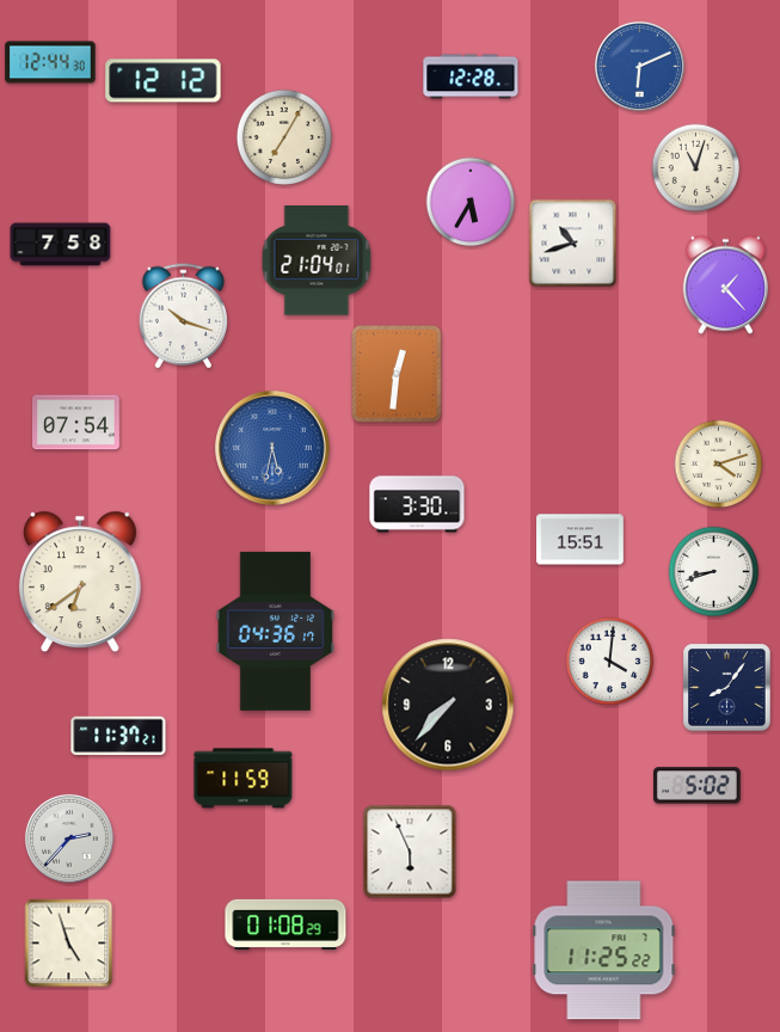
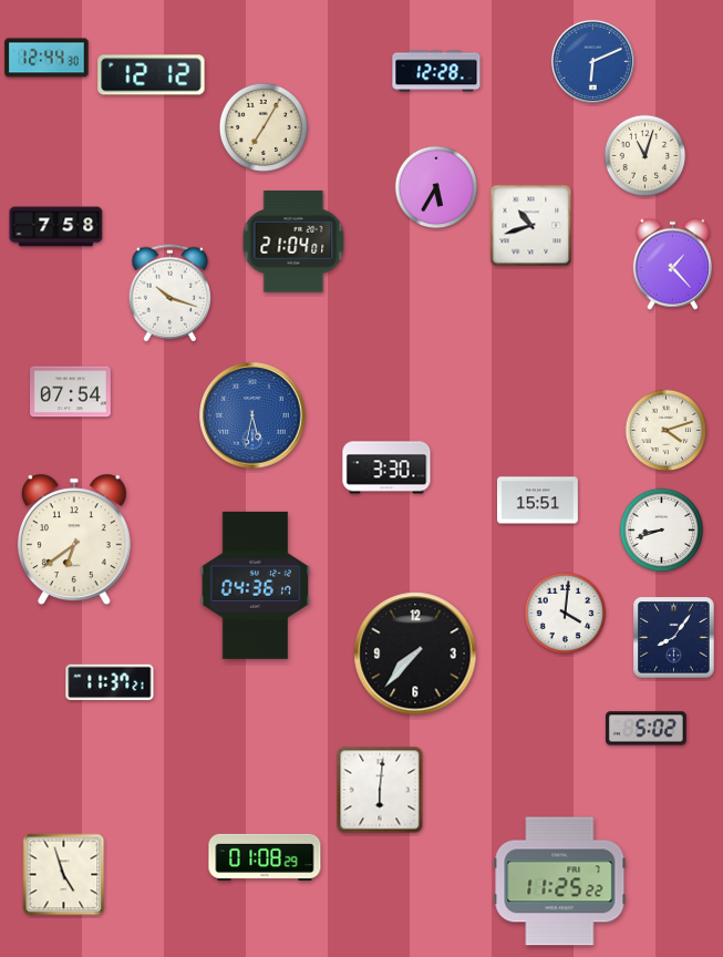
clock at (397, 374): 12:31 -> none
clock at (244, 779): 11:59 -> none
clock at (69, 838): 2:37 -> none
clock at (410, 852): 5:56 -> 6:01
